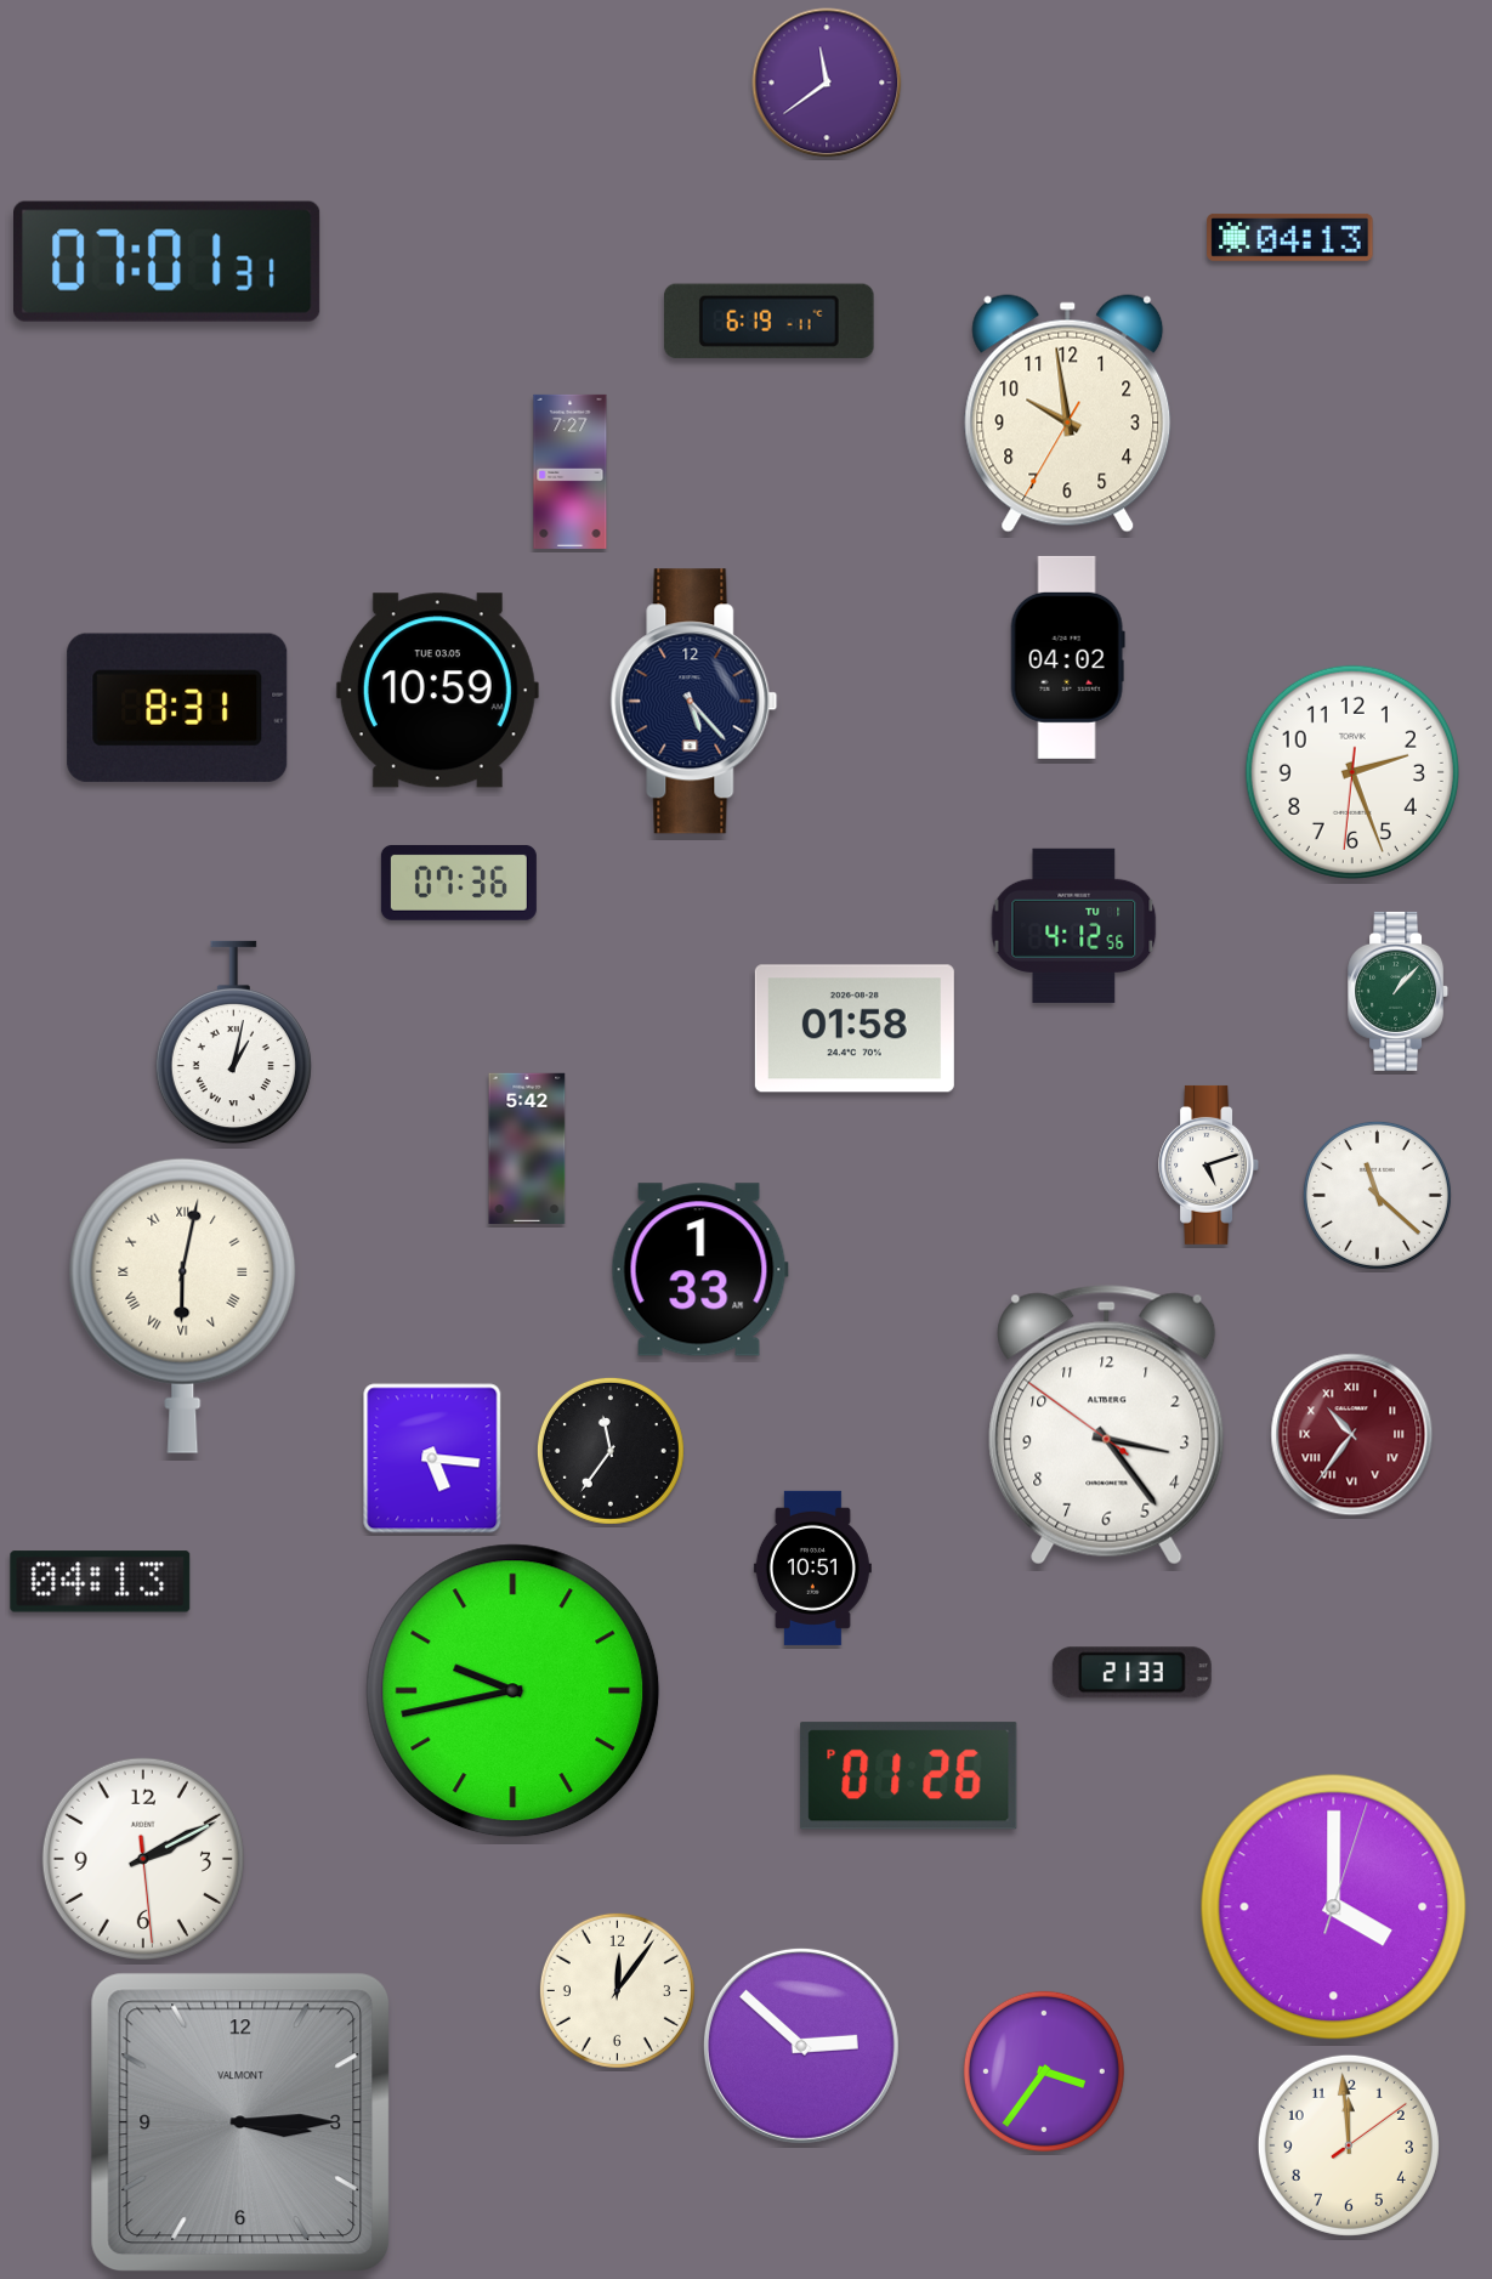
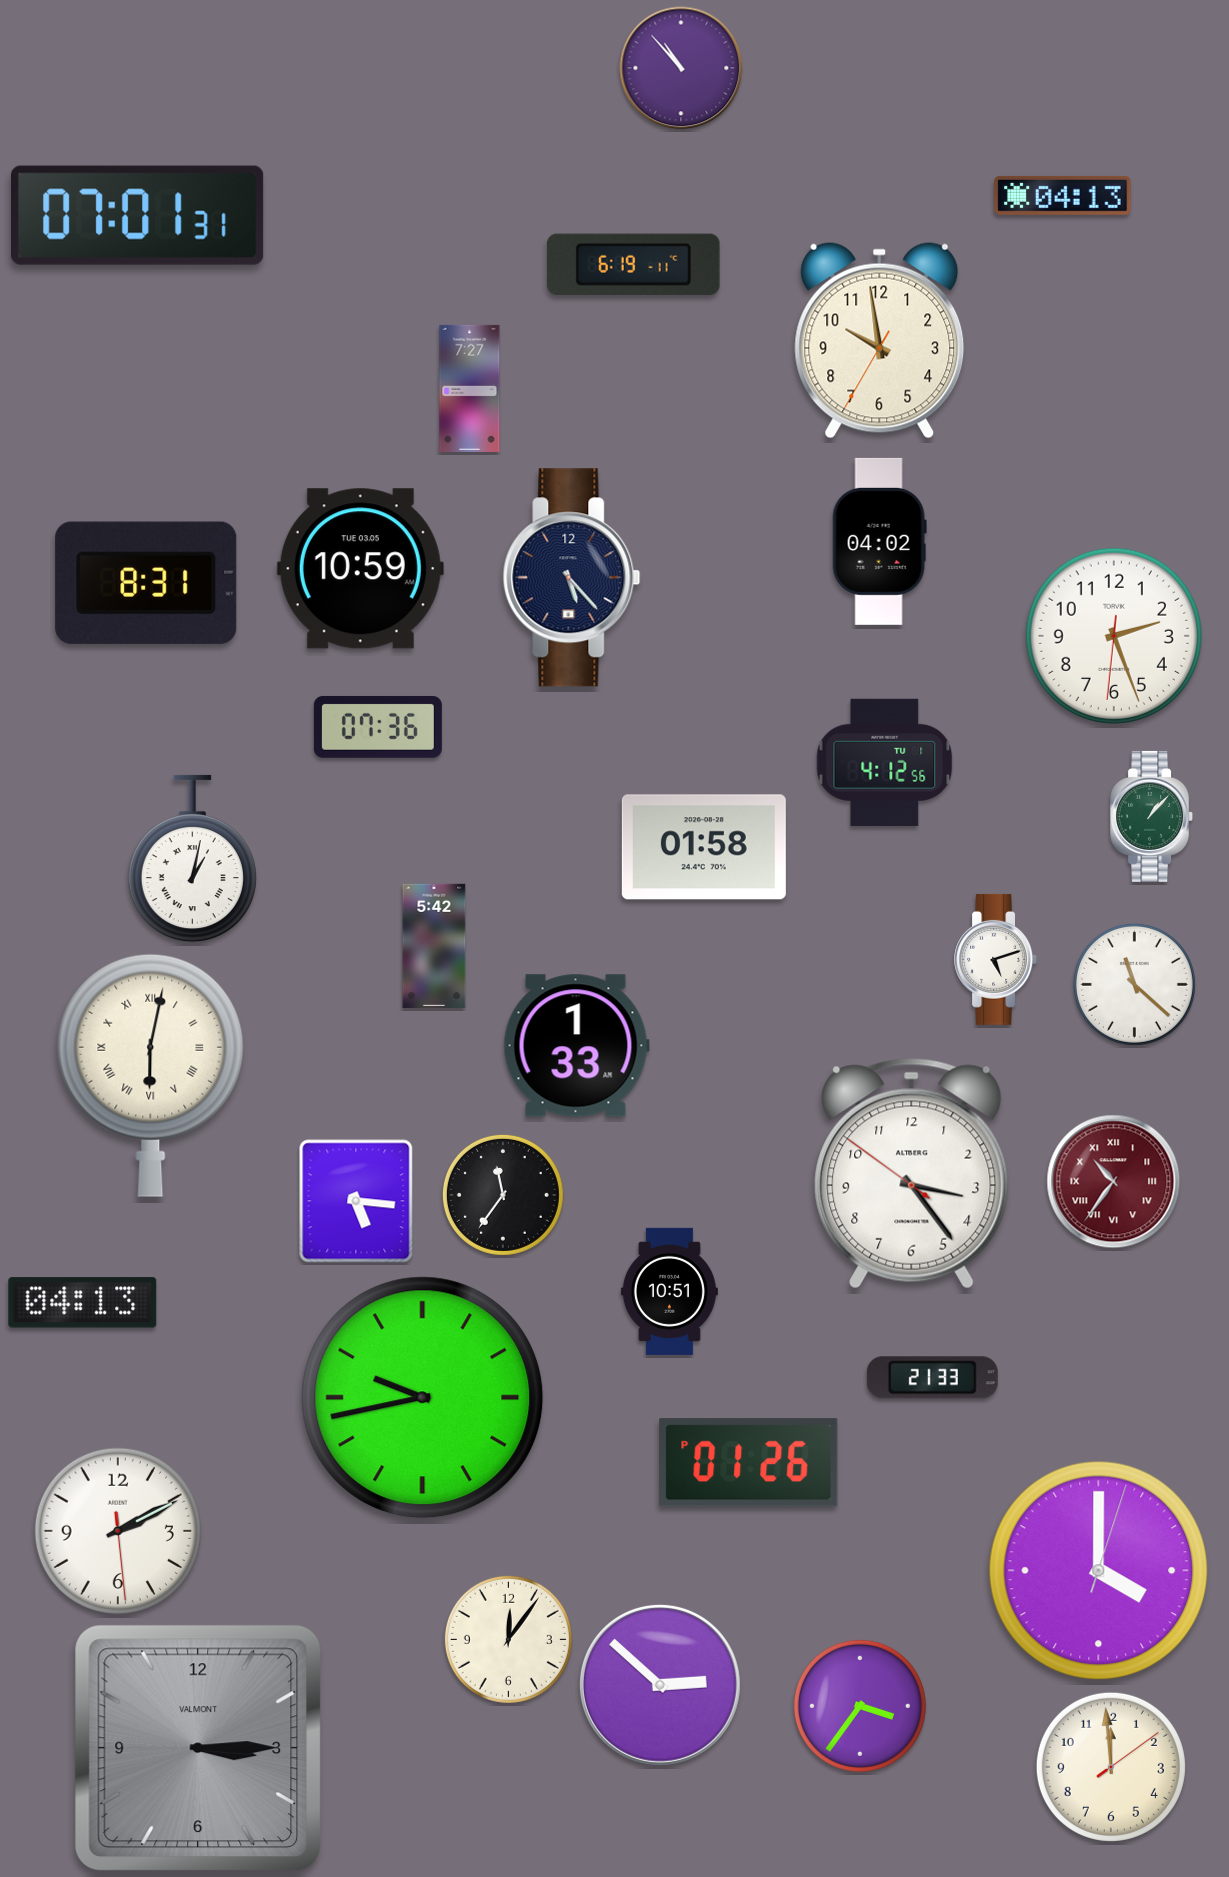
clock at (827, 83): 11:39 -> 10:53
clock at (514, 1691) position: (514, 1691) -> (423, 1398)
